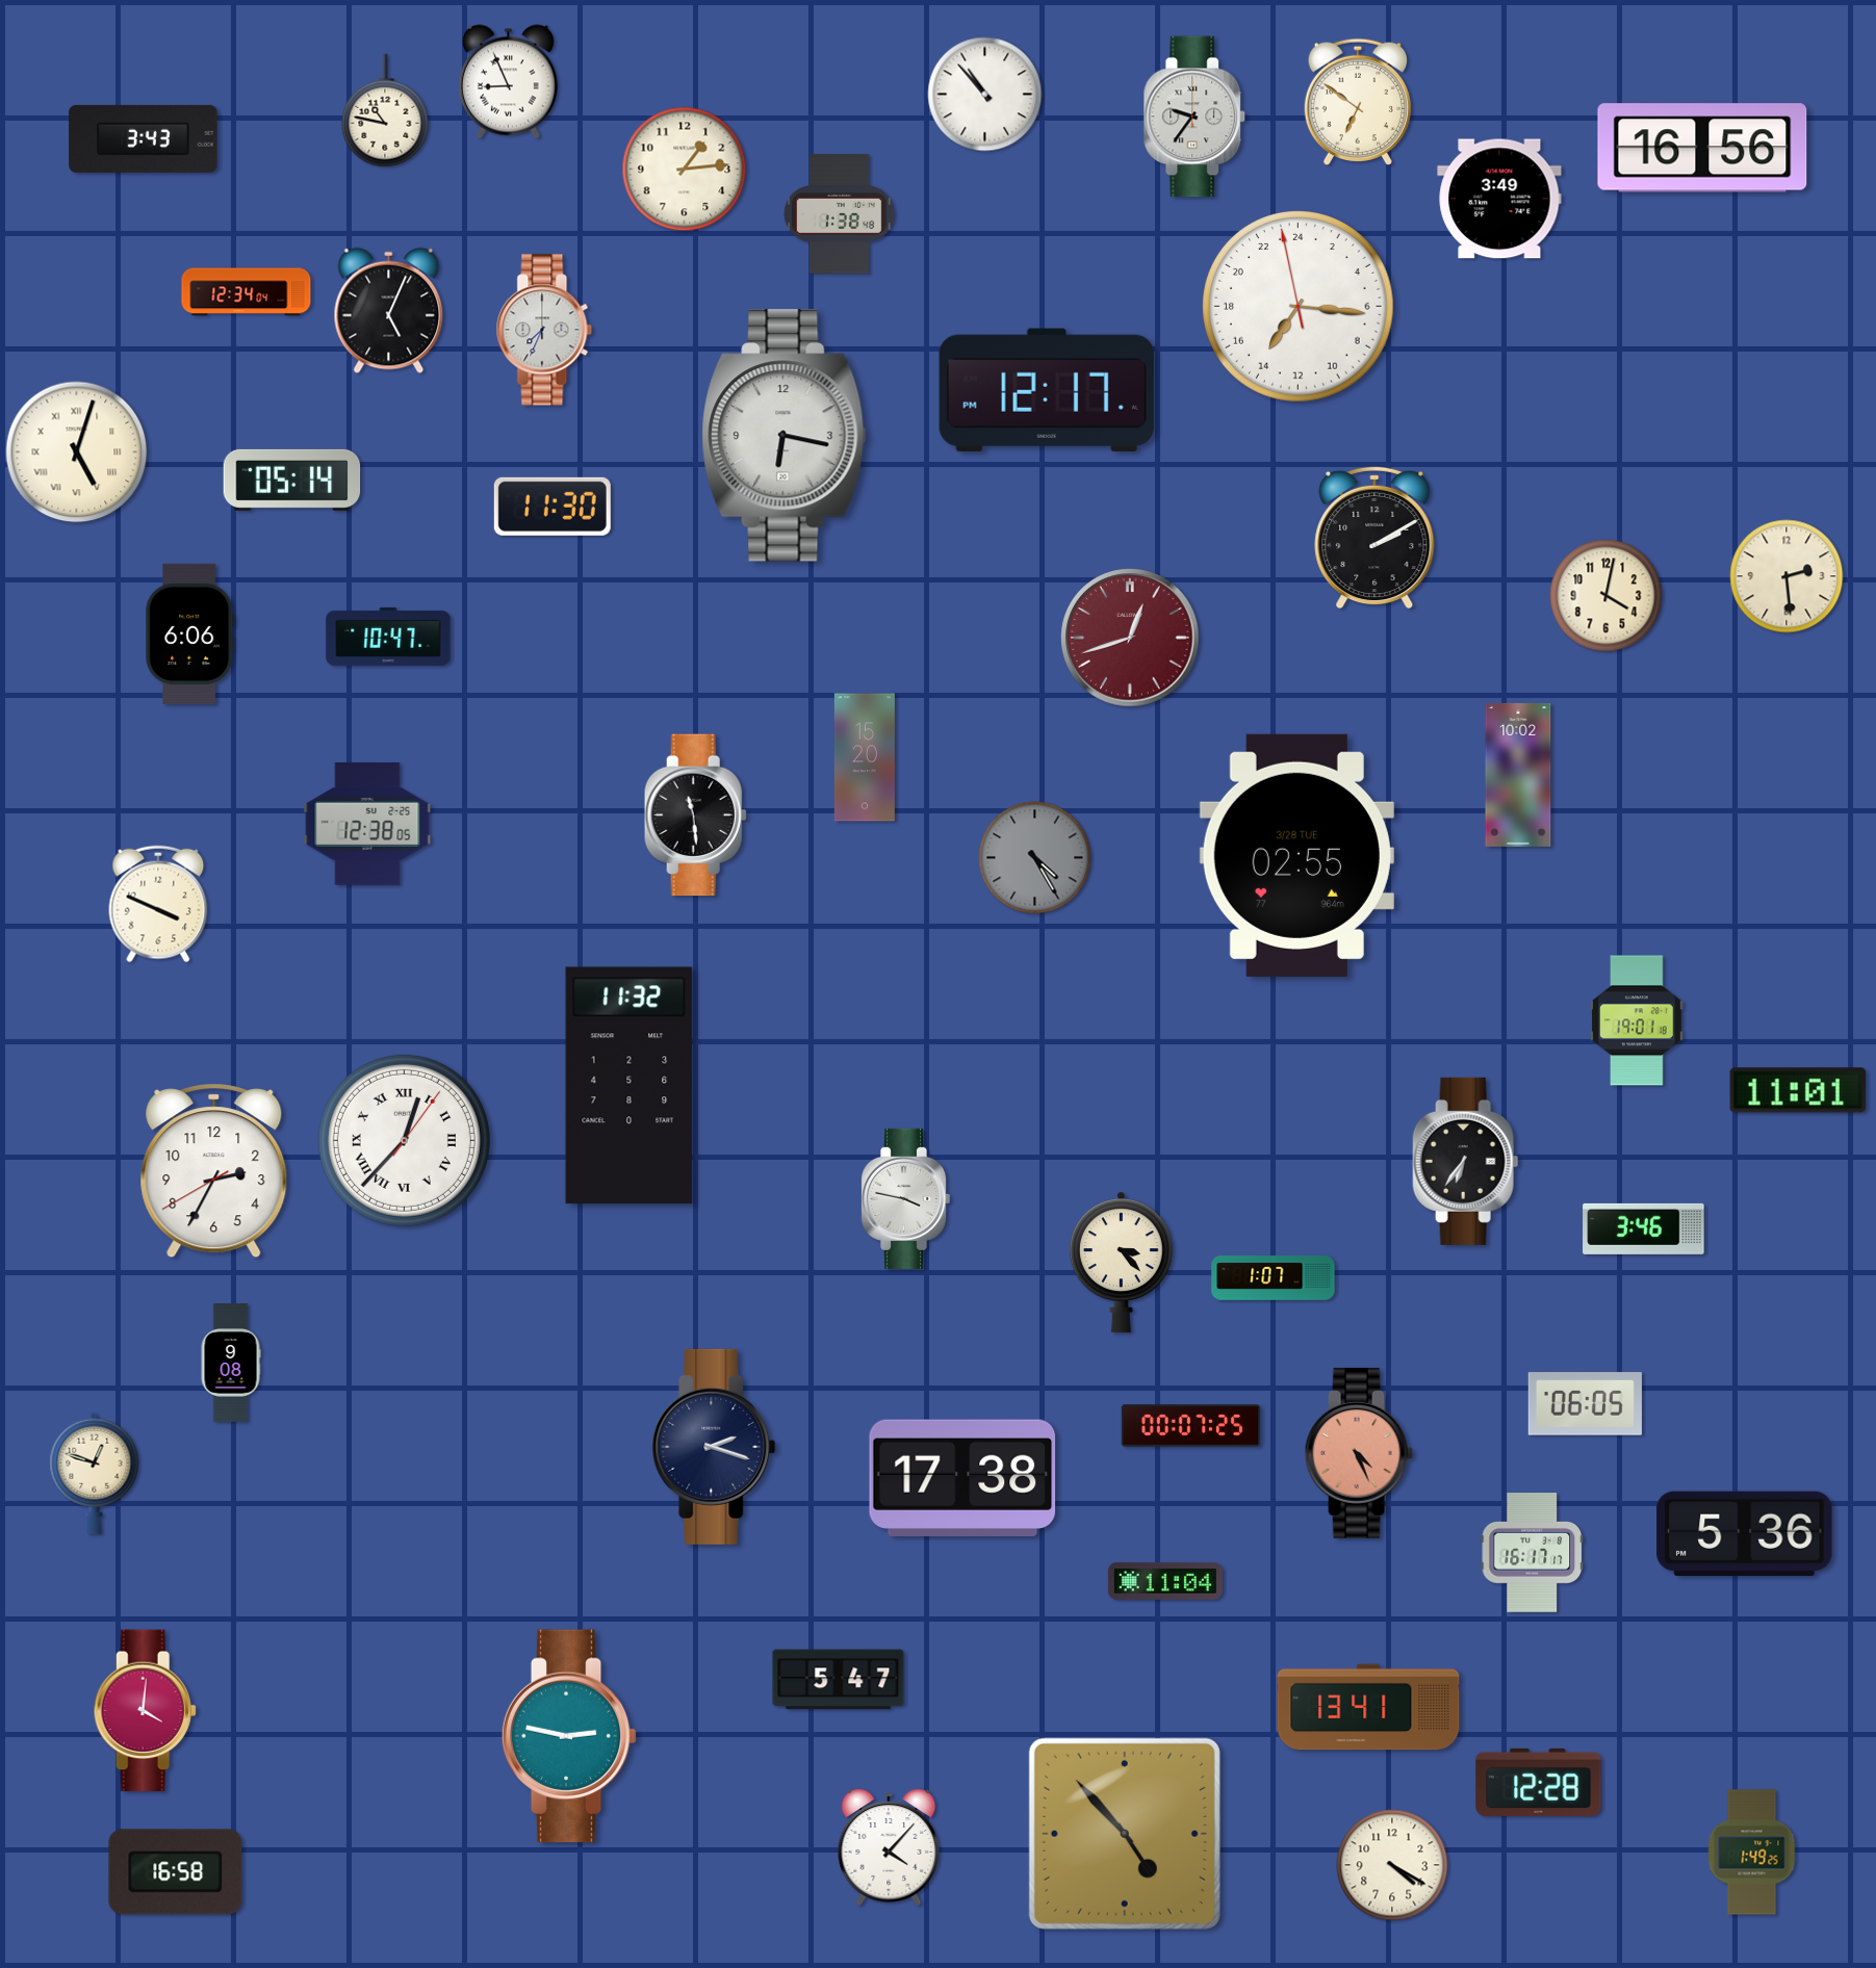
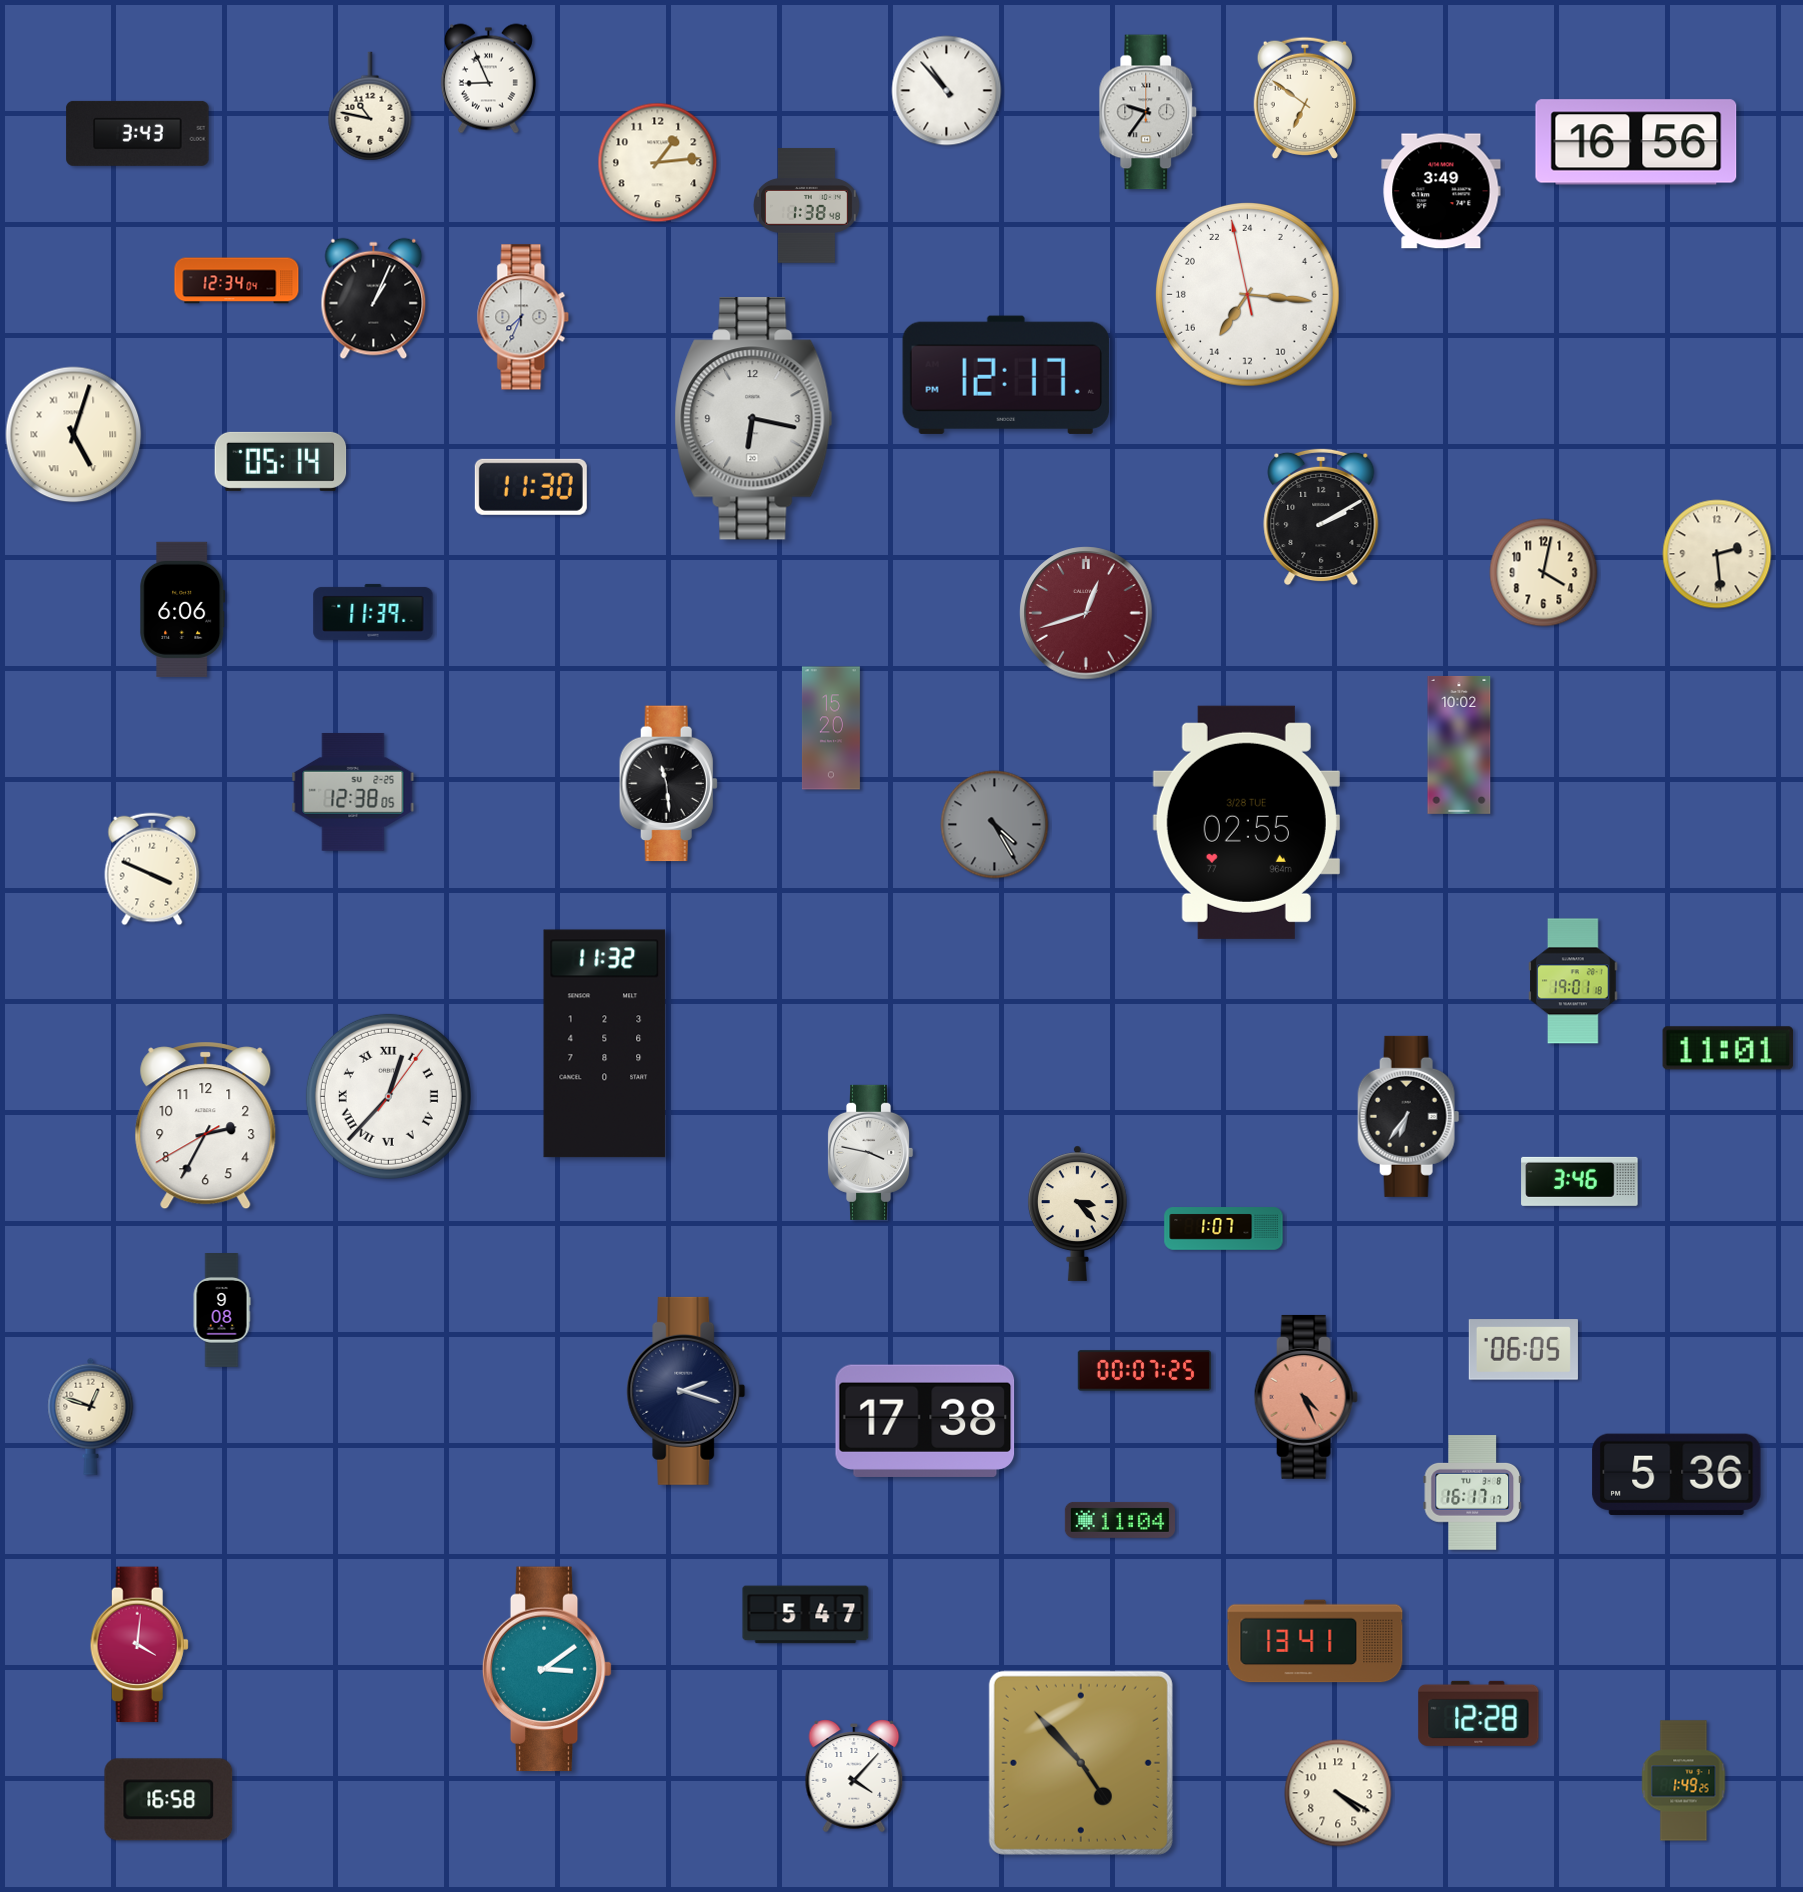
clock at (389, 311): 5:04 -> 1:04
clock at (388, 637): 10:47 -> 11:39
clock at (569, 1736): 2:47 -> 3:09
